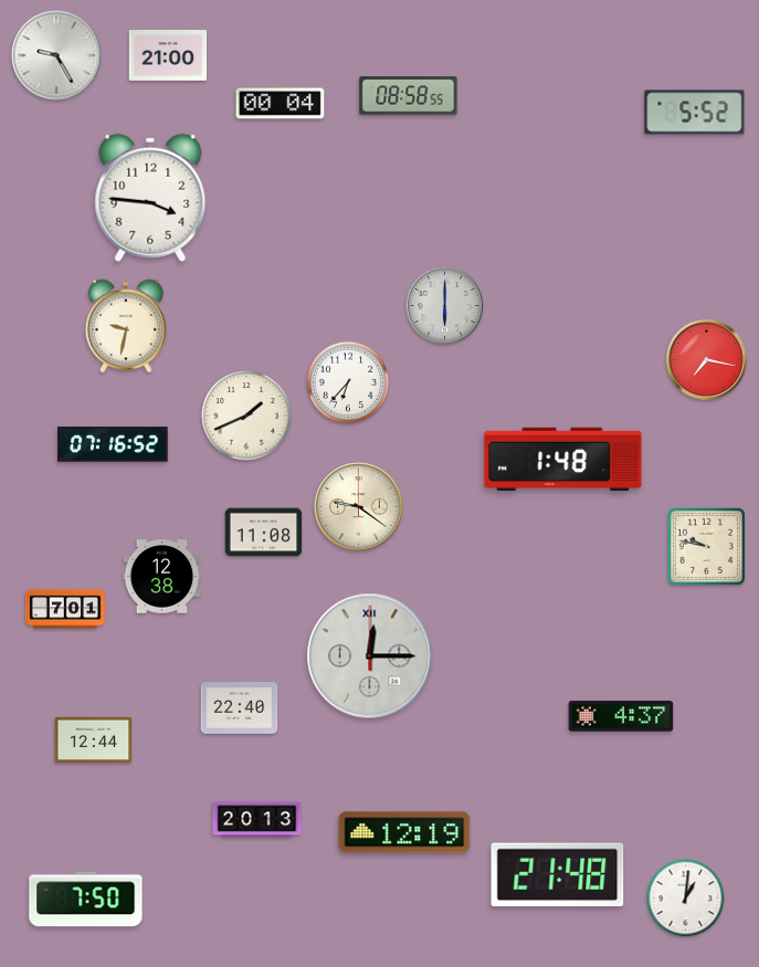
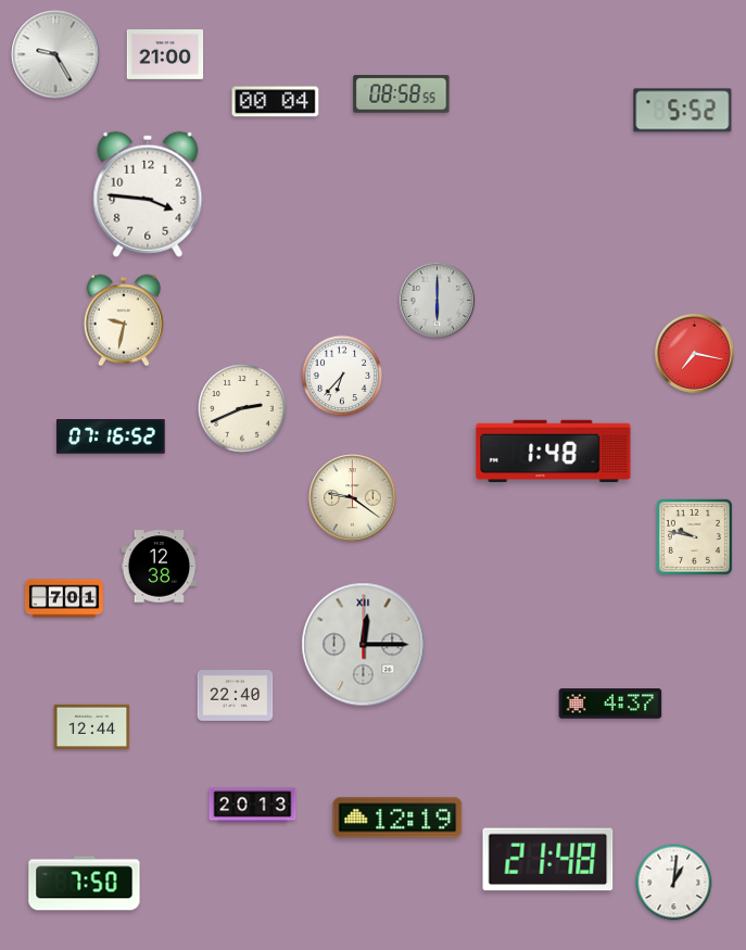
clock at (246, 416): 1:41 -> 2:41
clock at (264, 533): 11:08 -> none
